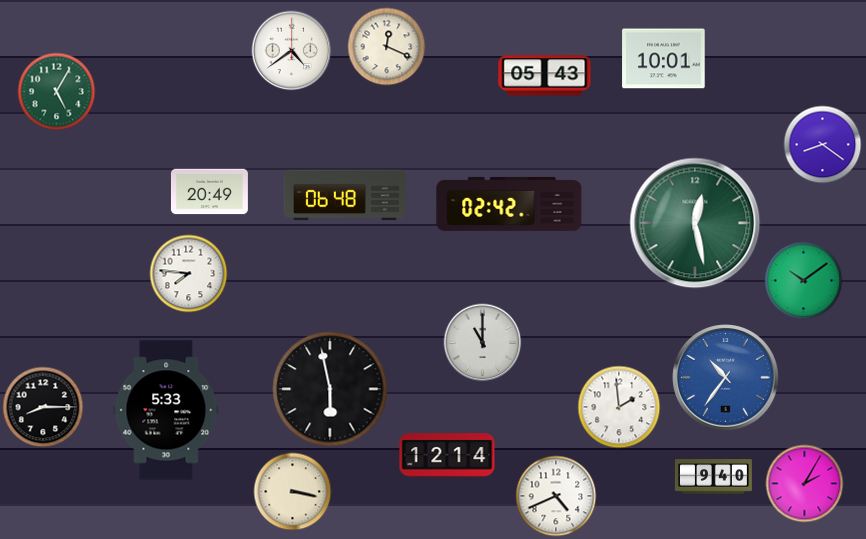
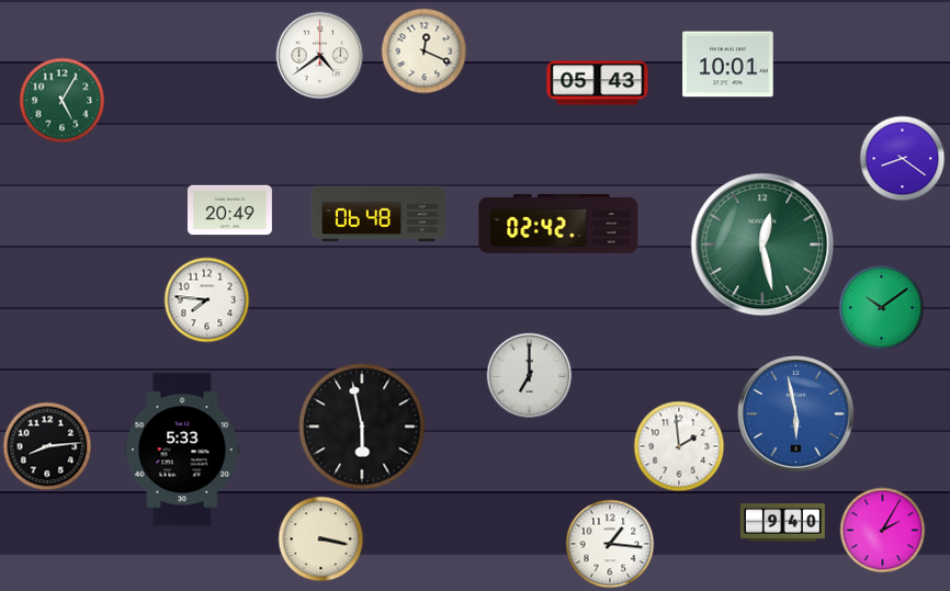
clock at (482, 342): 11:00 -> 7:00
clock at (726, 378): 10:36 -> 5:58
clock at (43, 407): 8:15 -> 8:14
clock at (447, 455): 12:14 -> none
clock at (556, 496): 4:41 -> 1:16
